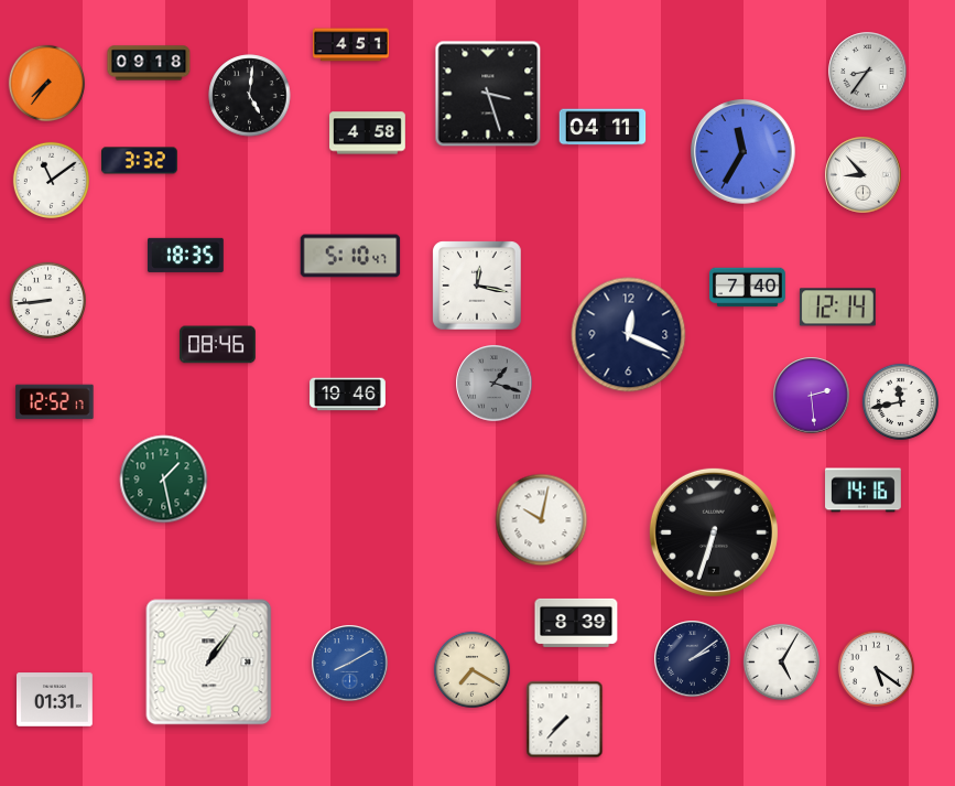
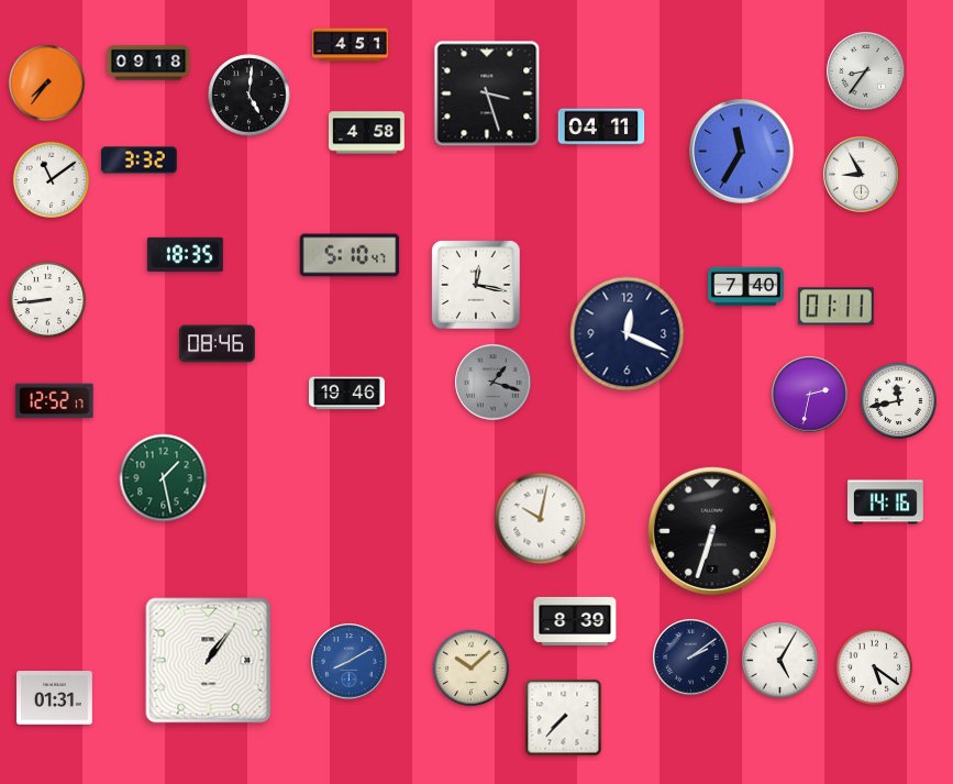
clock at (864, 175): 8:53 -> 8:55
clock at (837, 308): 12:14 -> 01:11
clock at (812, 396): 2:29 -> 2:32
clock at (864, 491) position: (864, 491) -> (886, 503)
clock at (471, 669): 7:20 -> 10:08
